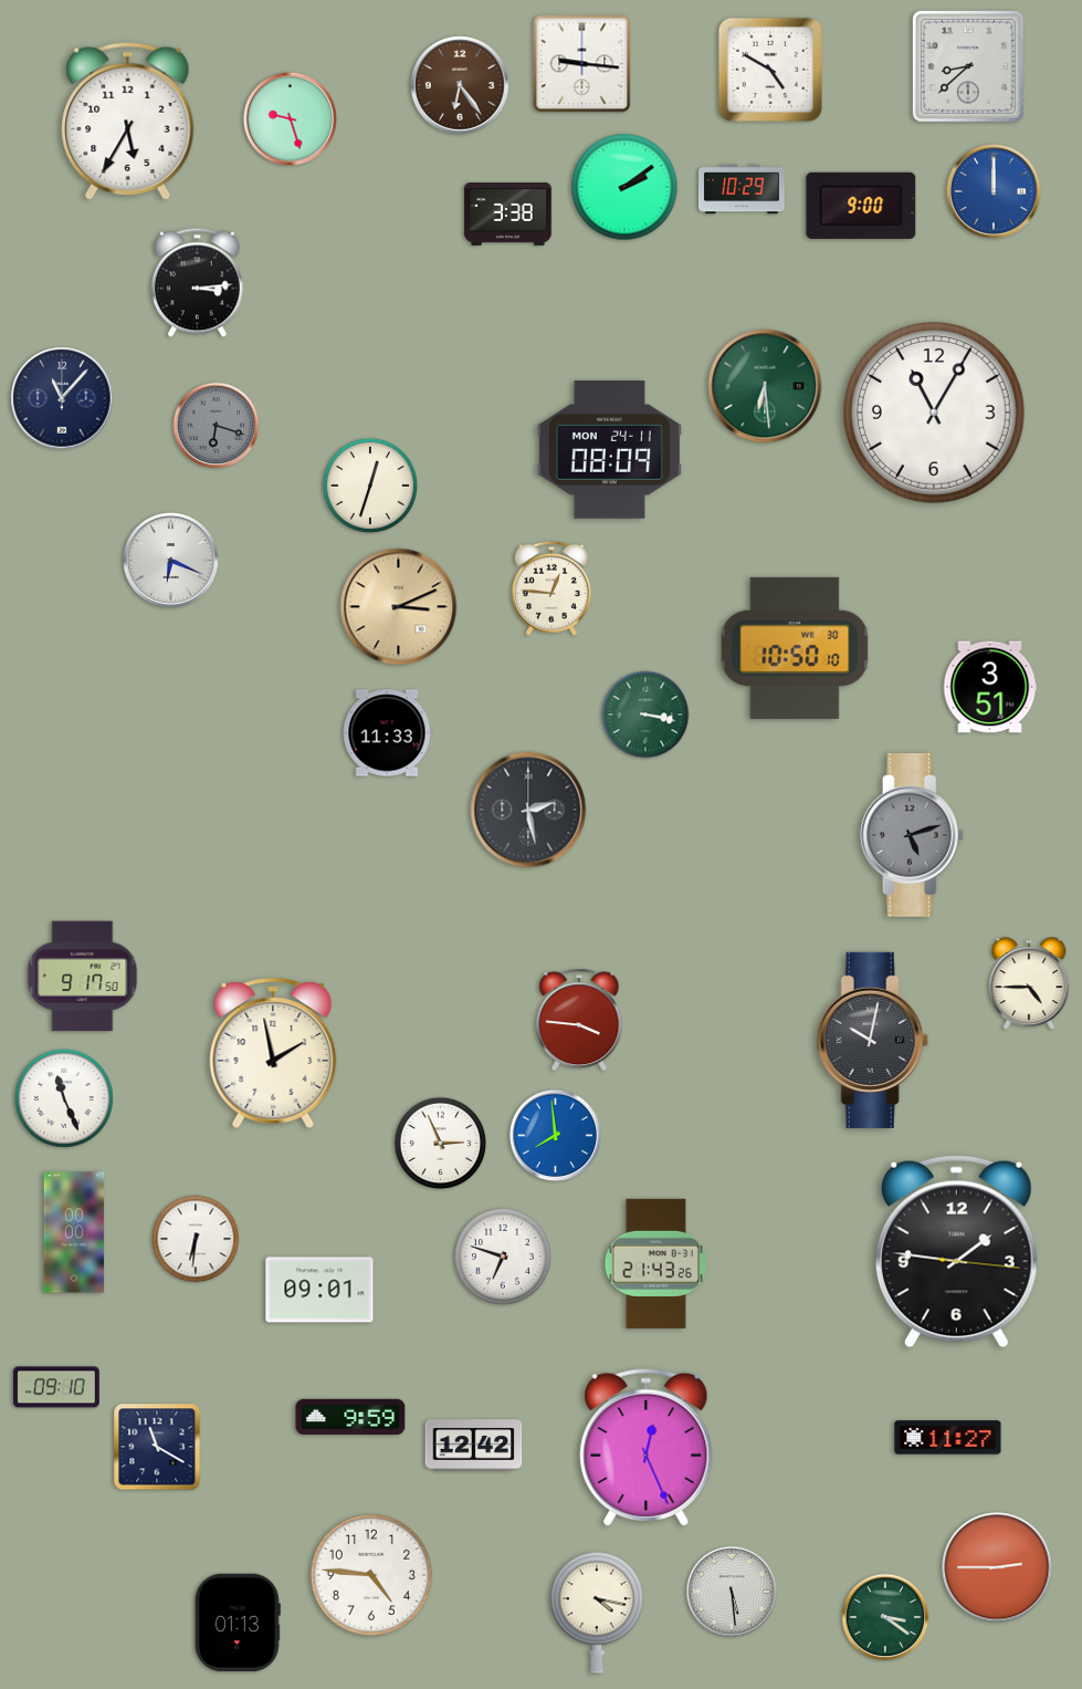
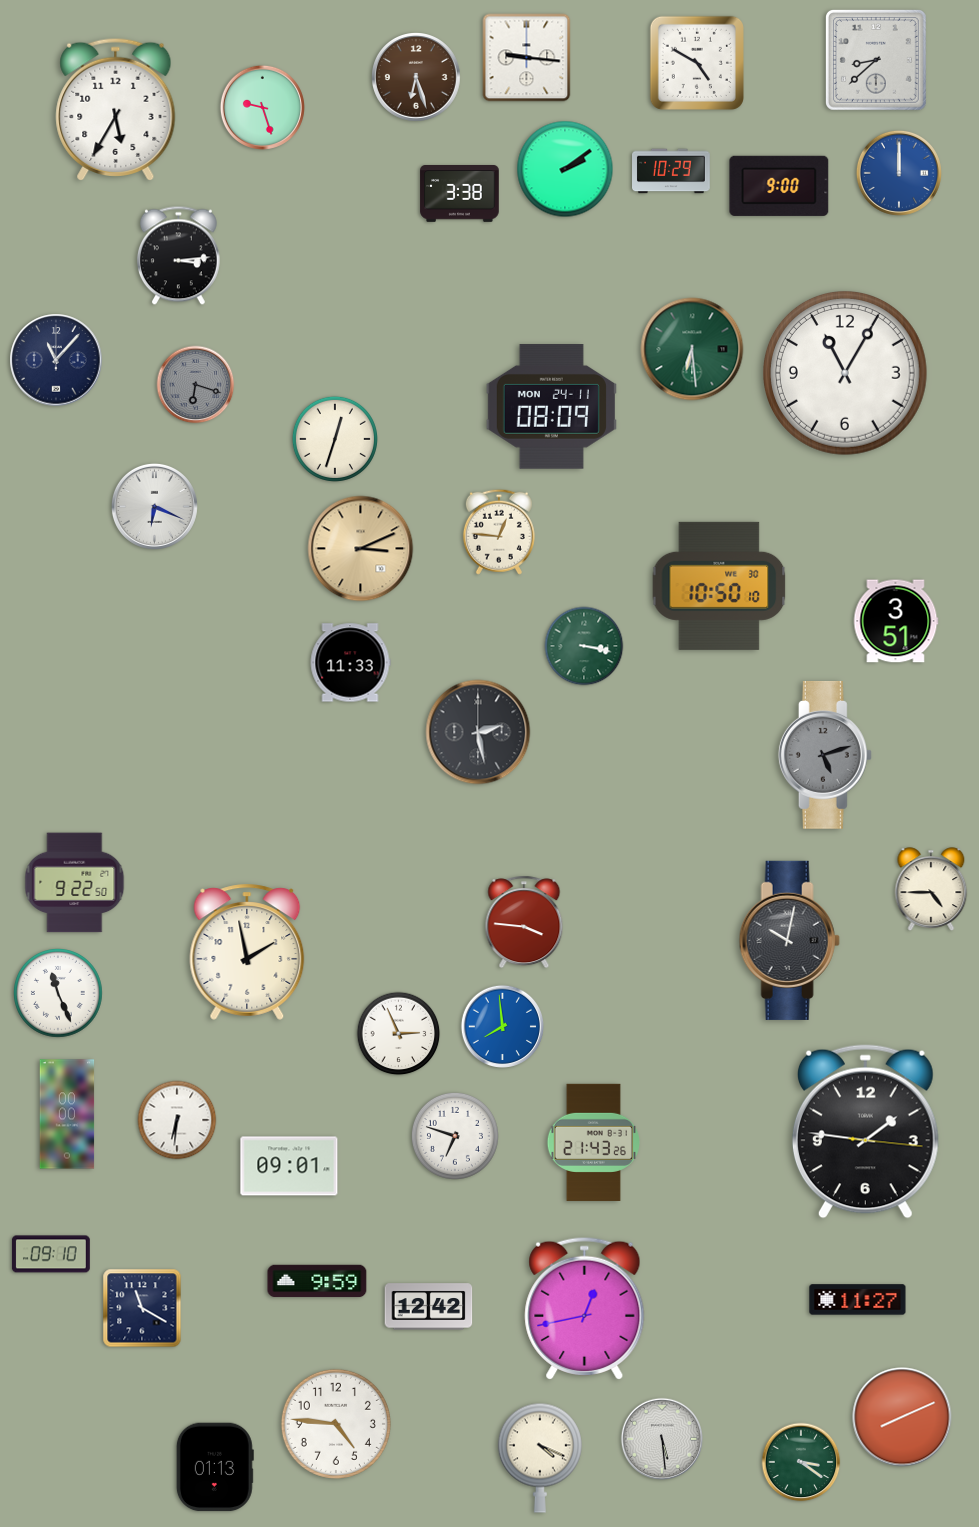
clock at (461, 86): 6:24 -> 6:27
clock at (83, 977): 9:17 -> 9:22
clock at (647, 1447): 12:26 -> 12:43
clock at (997, 1567): 2:45 -> 8:11
clock at (597, 1613): 4:17 -> 4:19
